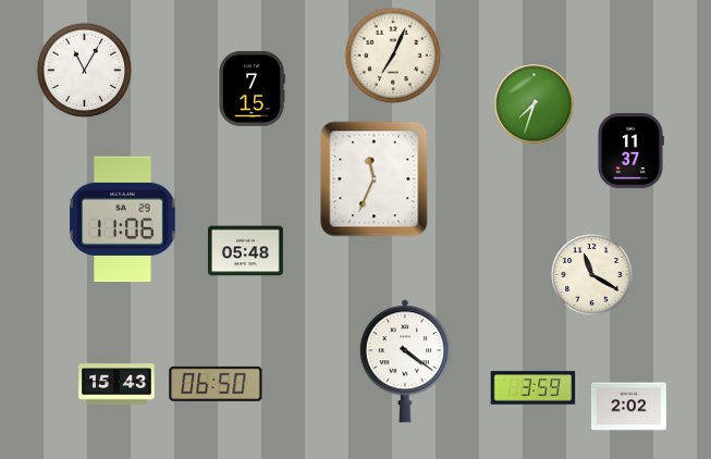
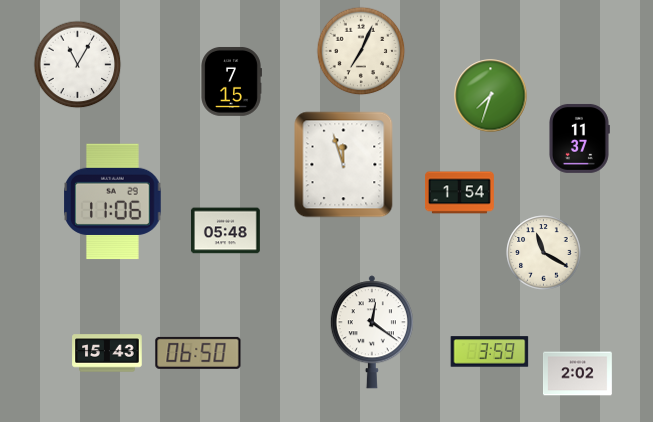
clock at (375, 179): 11:34 -> 11:57
clock at (460, 193): none -> 1:54
clock at (405, 361): 4:21 -> 12:21
clock at (534, 388) position: (534, 388) -> (490, 352)
